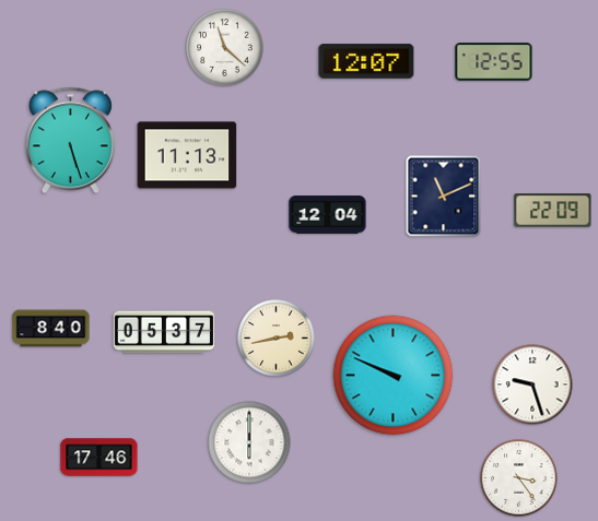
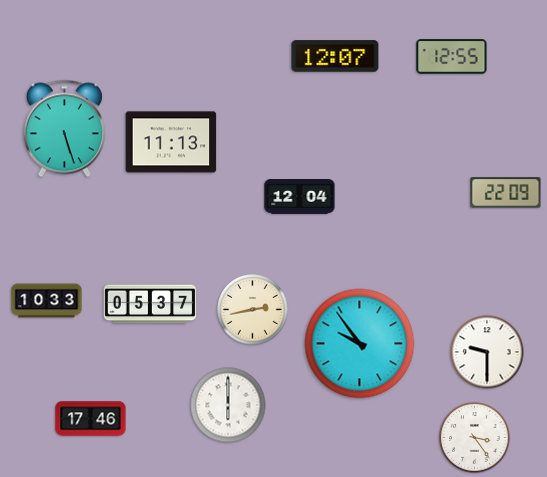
clock at (225, 48): 11:22 -> none
clock at (444, 197): 11:11 -> none
clock at (51, 329): 8:40 -> 10:33
clock at (394, 376): 9:49 -> 9:54
clock at (532, 384): 9:27 -> 9:30
